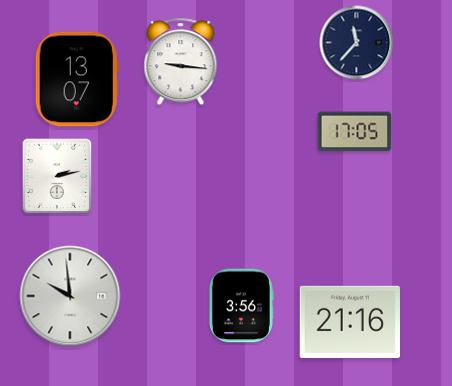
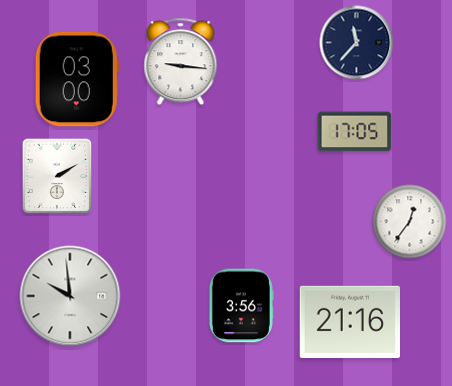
clock at (77, 79): 13:07 -> 03:00
clock at (57, 176): 2:13 -> 2:10
clock at (410, 222): none -> 12:36
